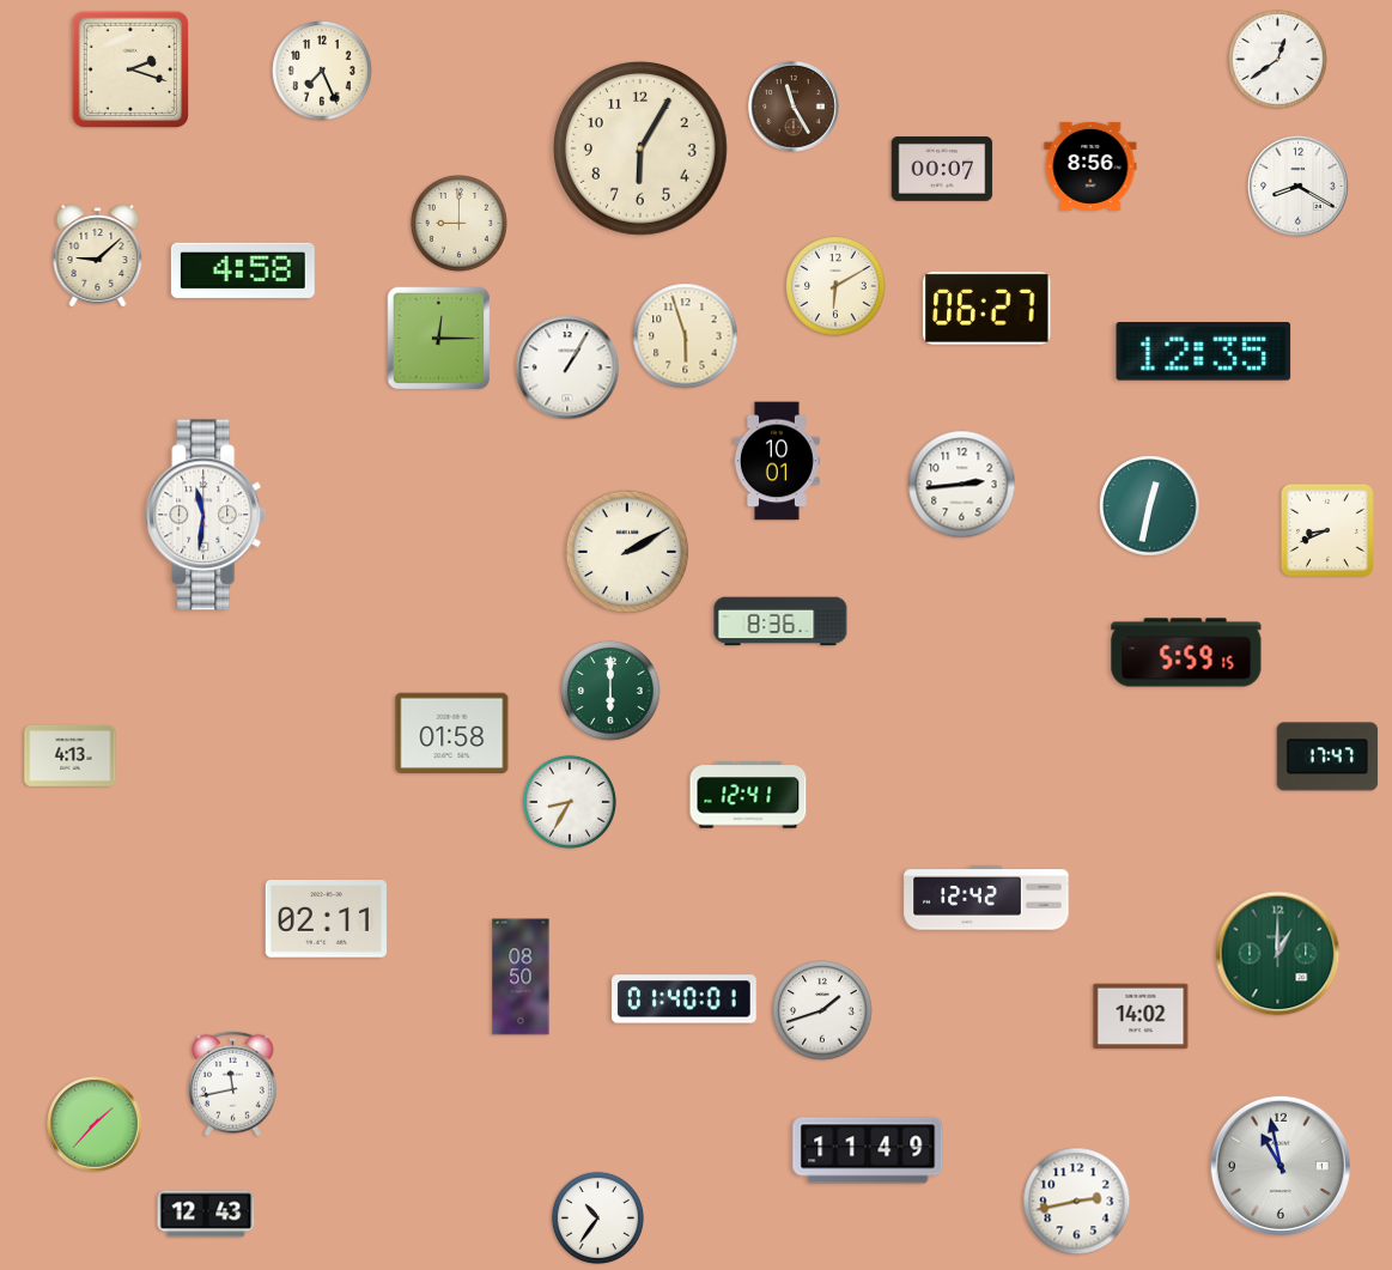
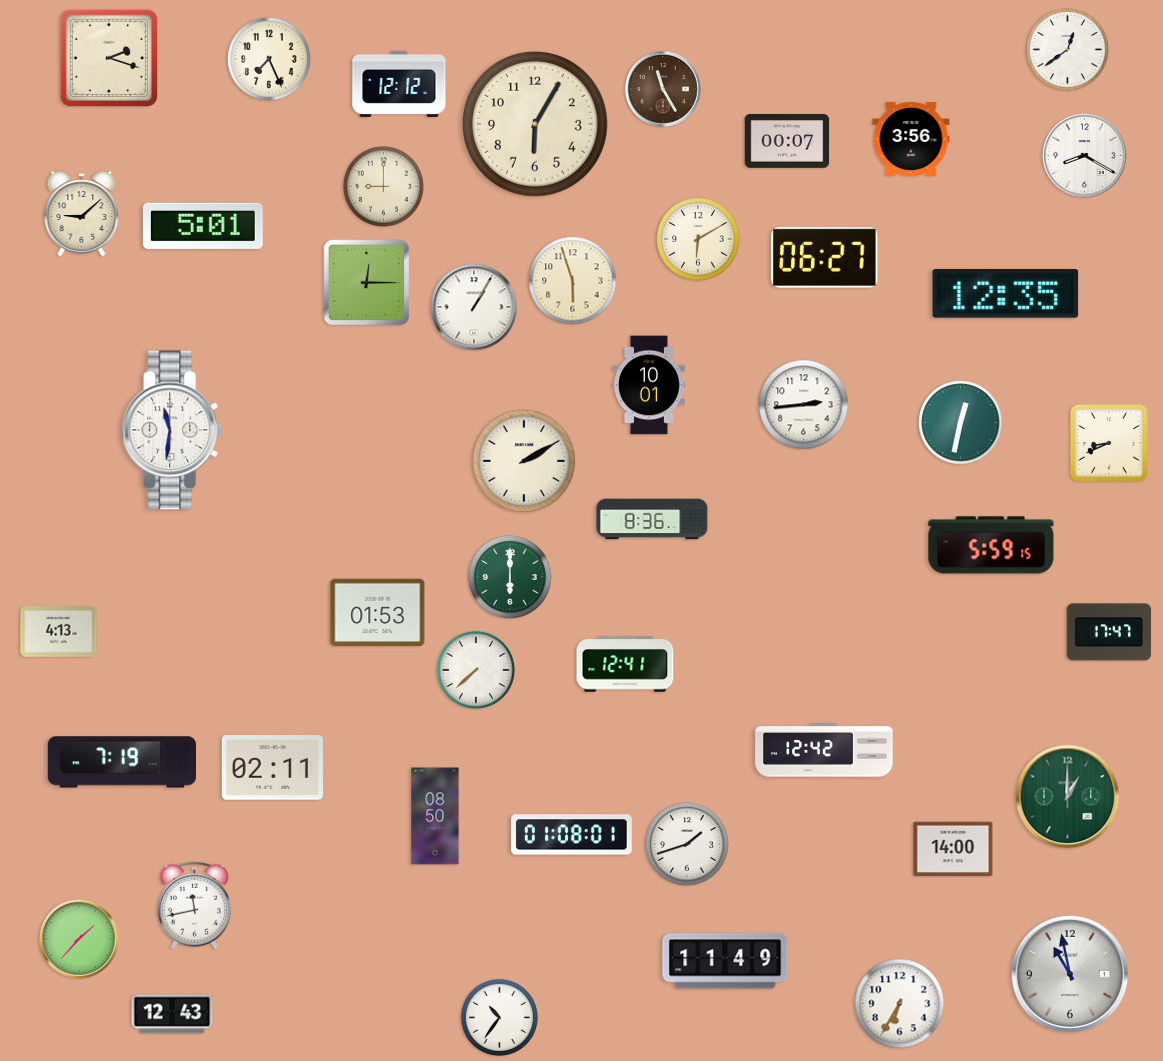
clock at (399, 84): none -> 12:12
clock at (1090, 166): 8:56 -> 3:56
clock at (243, 271): 4:58 -> 5:01
clock at (452, 734): 01:58 -> 01:53
clock at (570, 802): 8:35 -> 7:38
clock at (121, 762): none -> 7:19
clock at (685, 999): 01:40 -> 01:08
clock at (1141, 1016): 14:02 -> 14:00
clock at (1077, 1202): 2:43 -> 6:35
